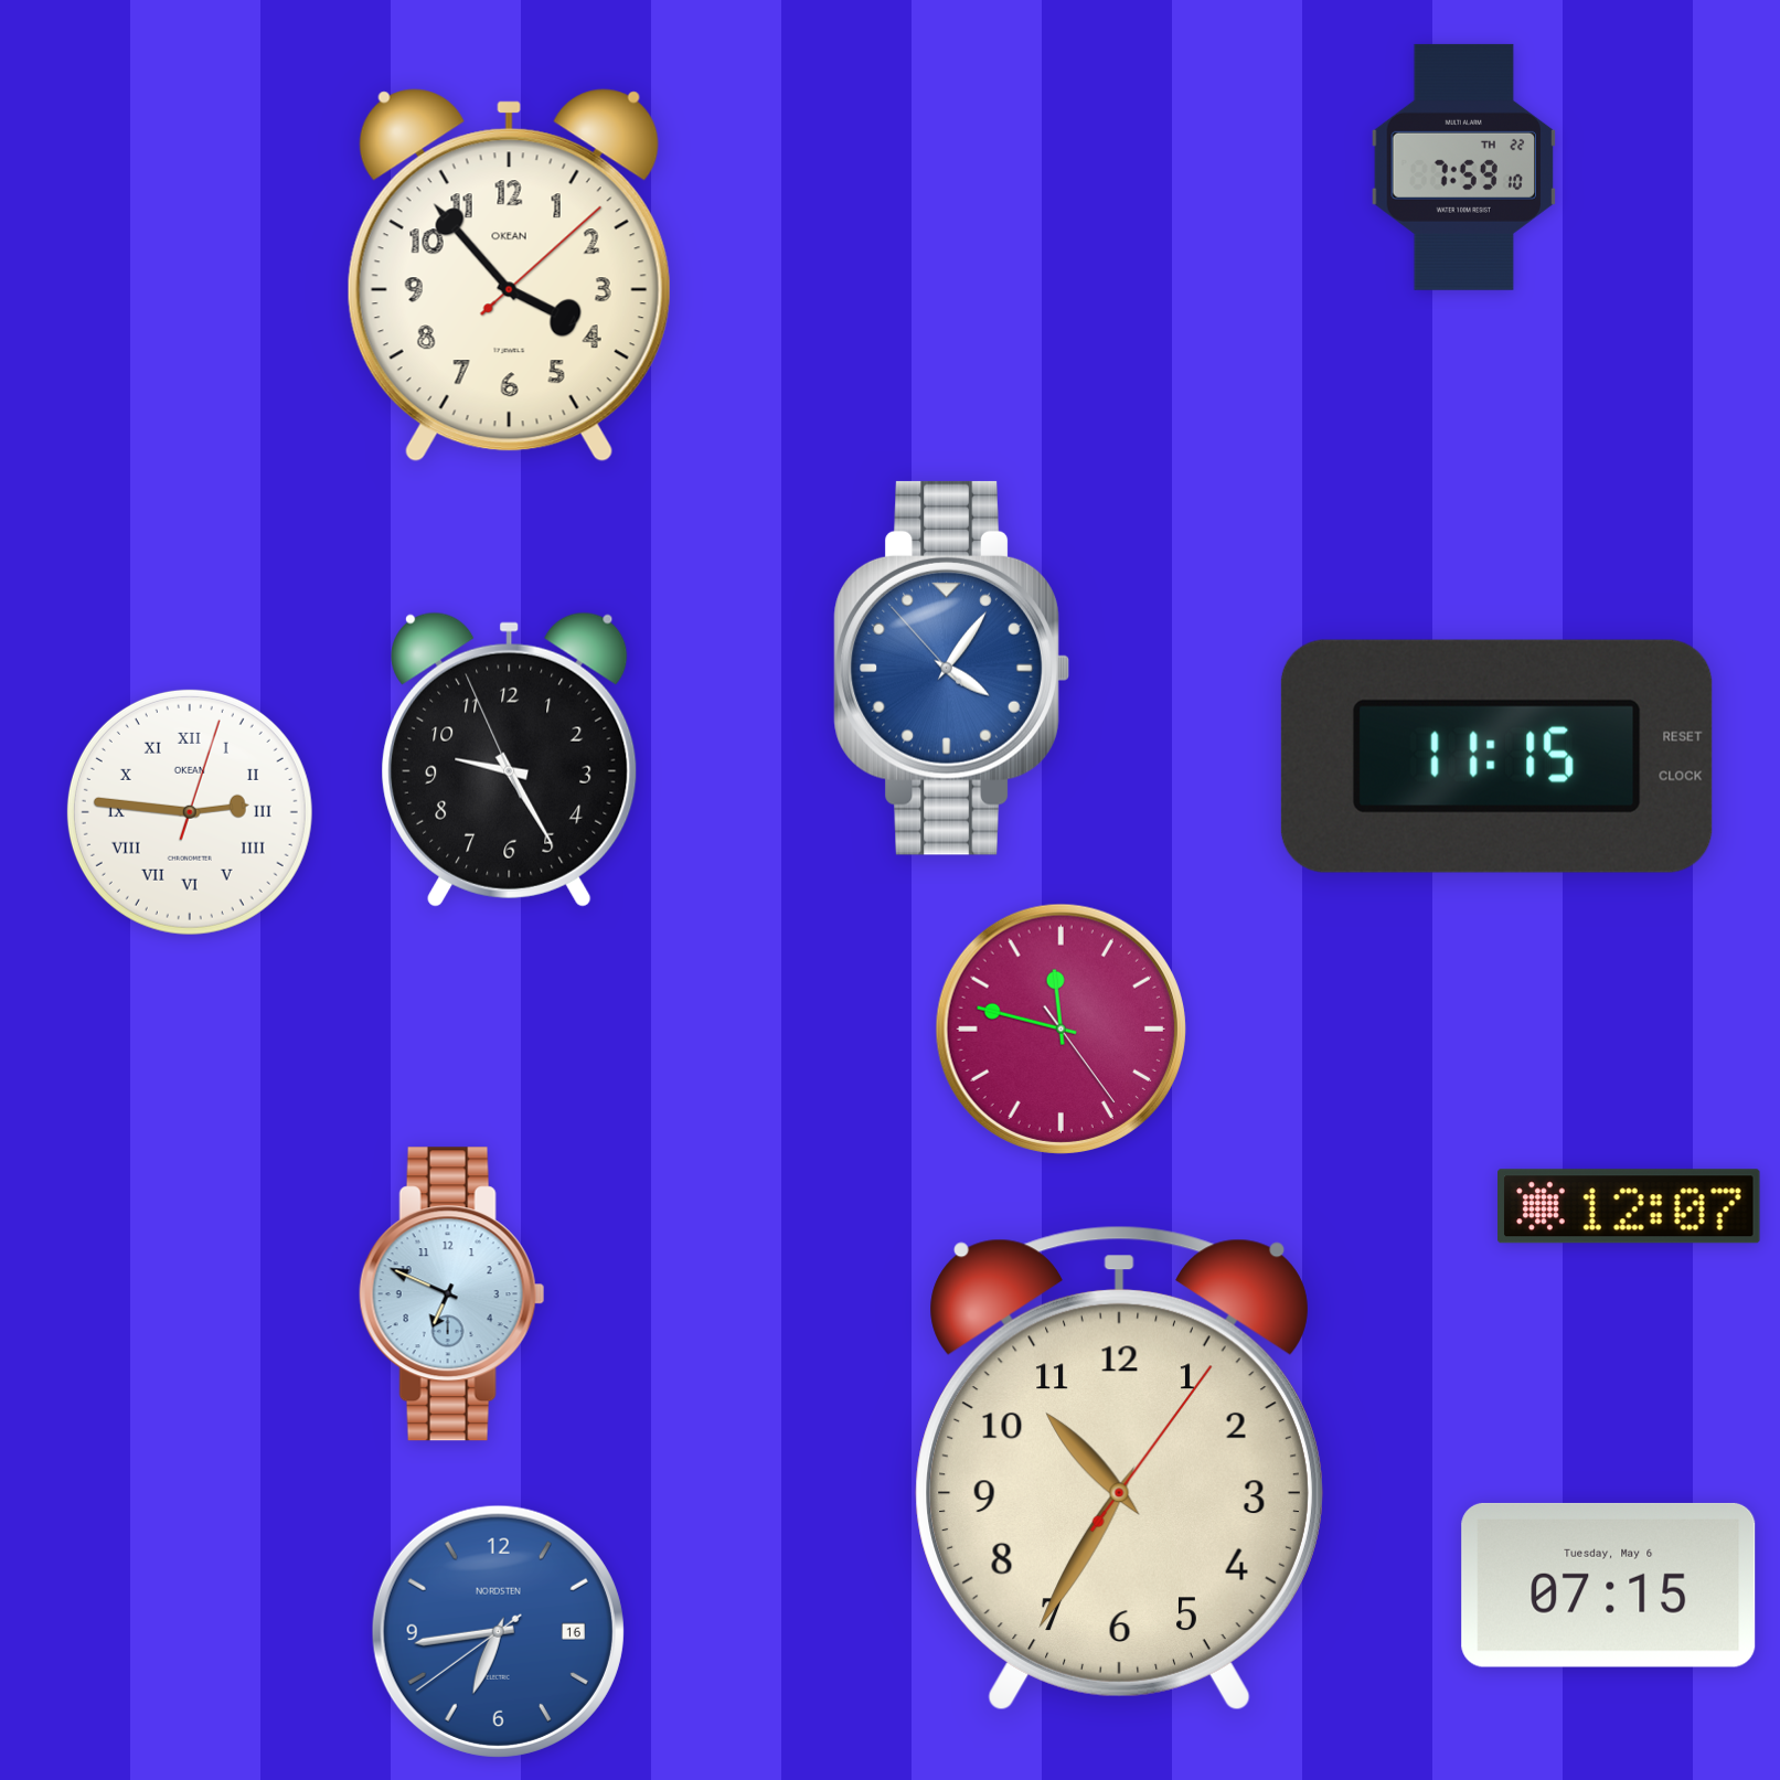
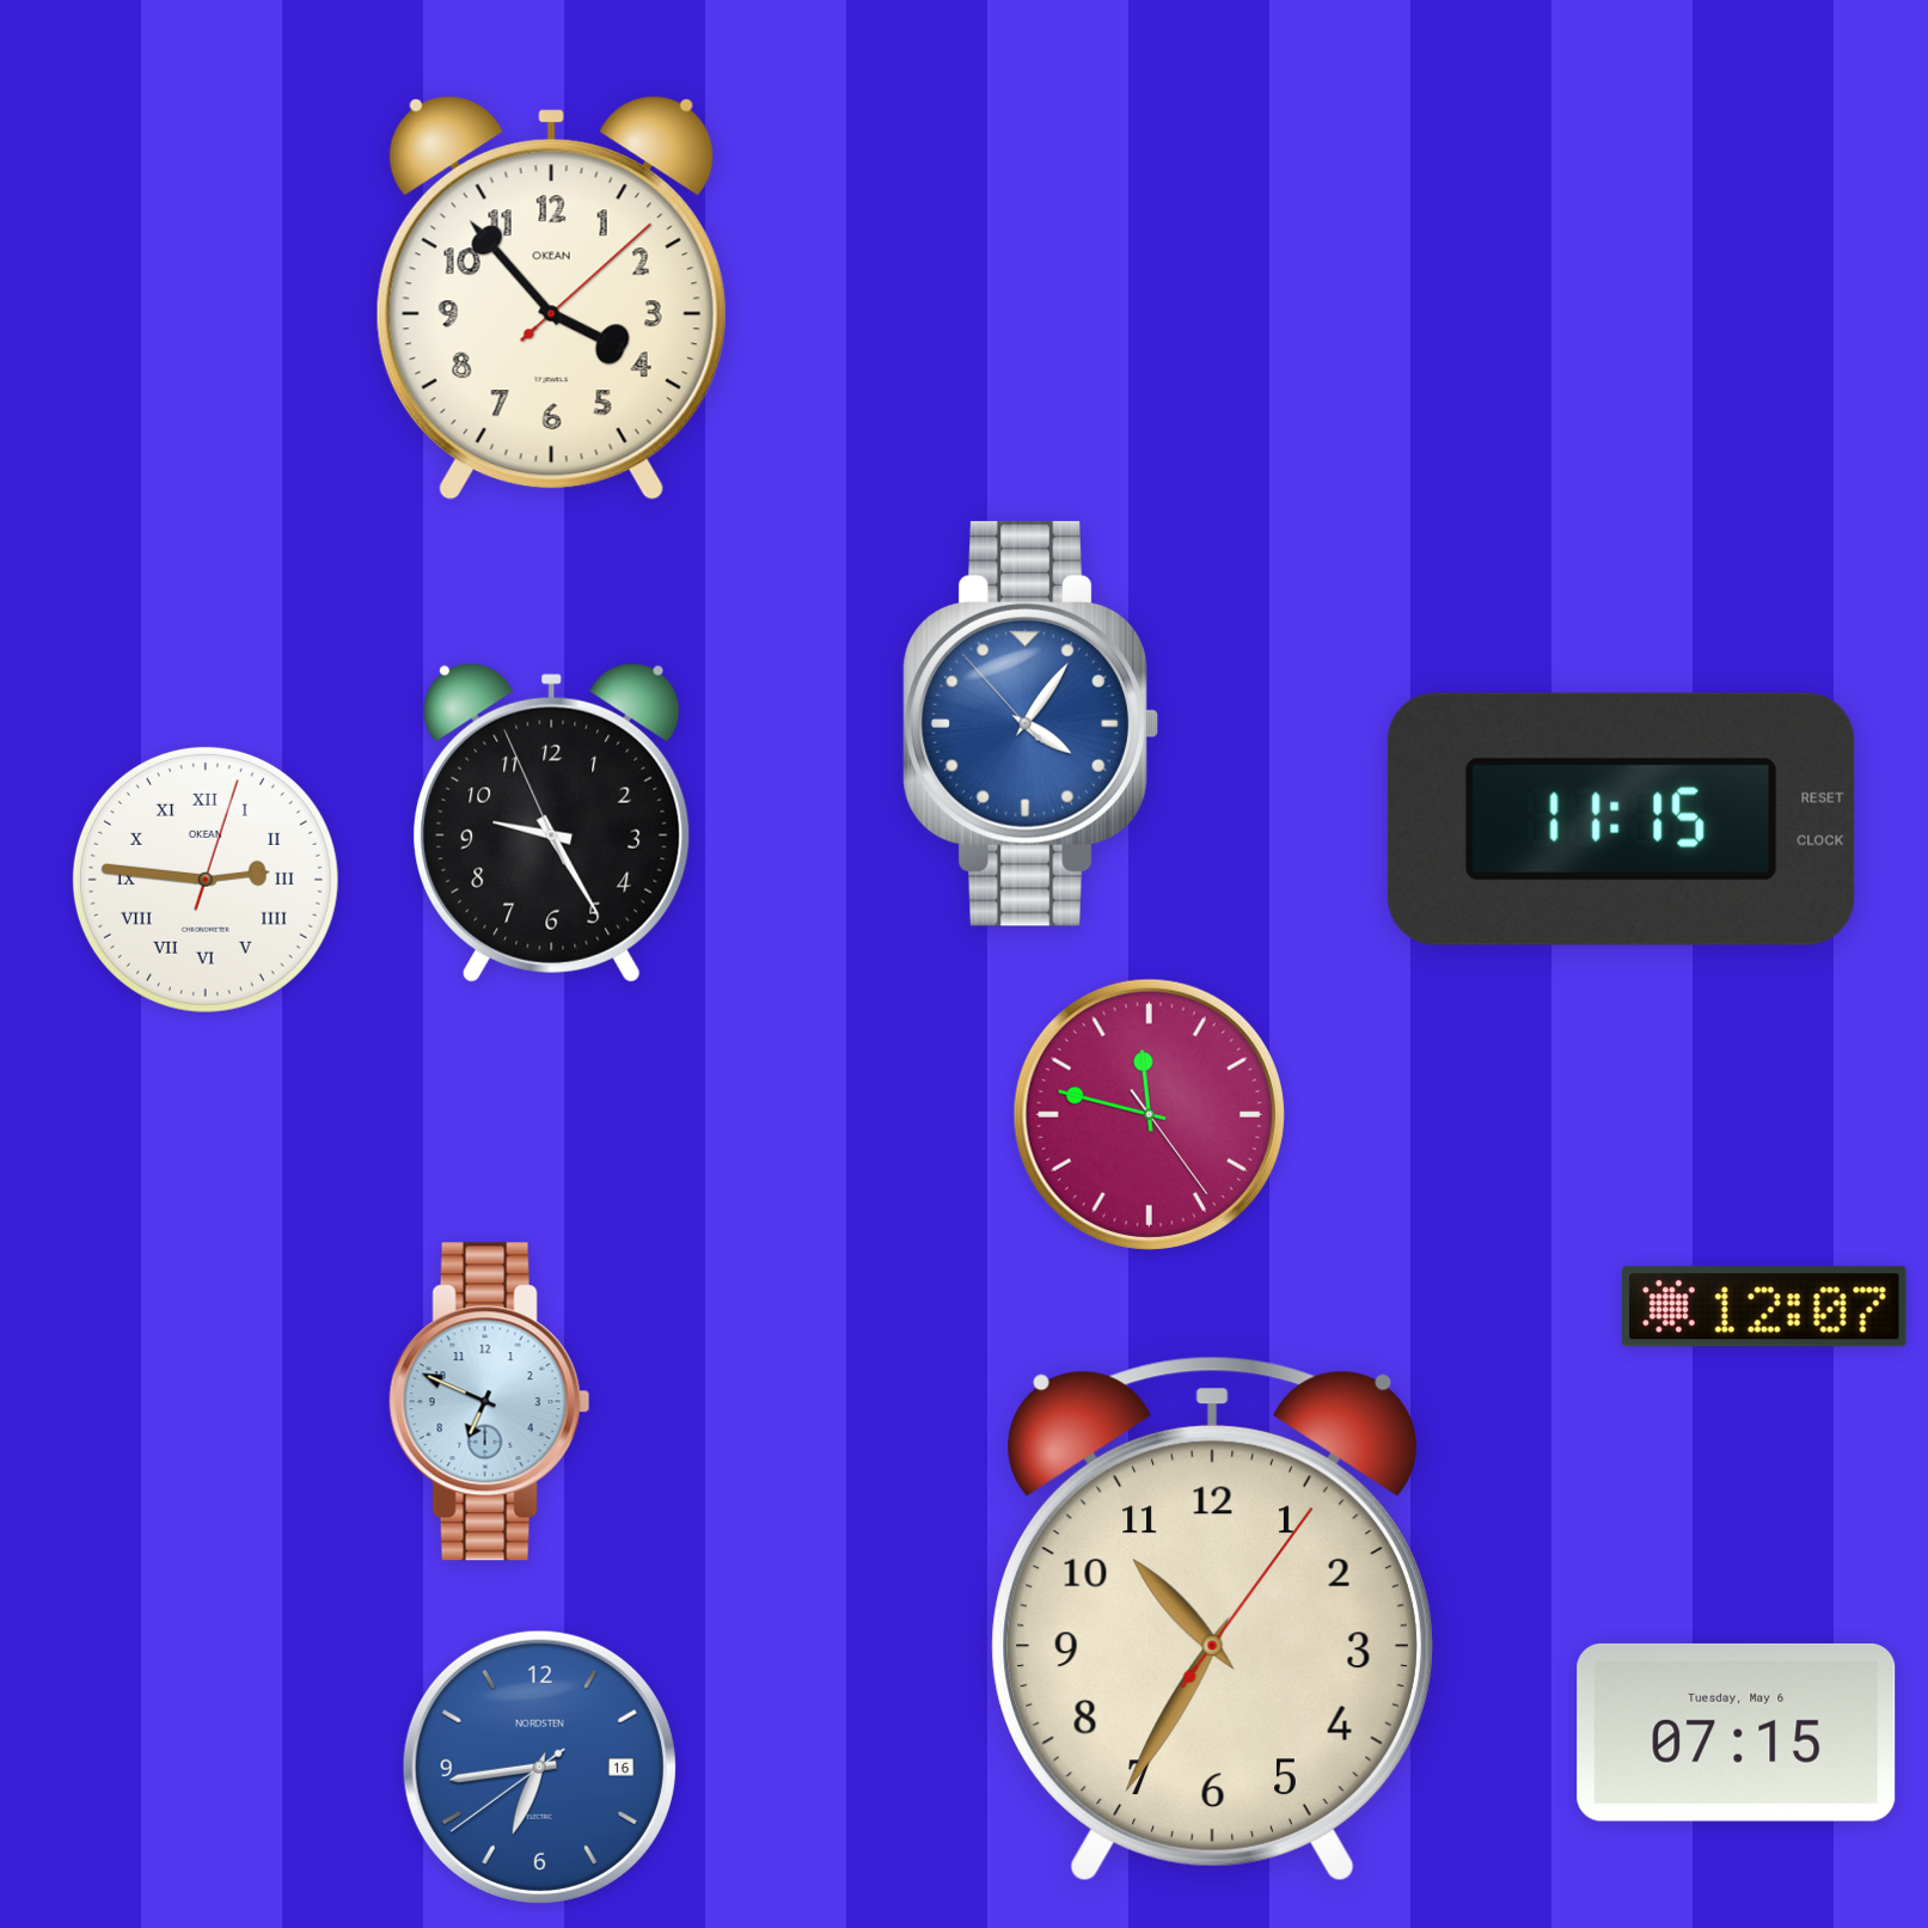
clock at (1463, 167): 7:59 -> none
clock at (1119, 1469) position: (1119, 1469) -> (1212, 1620)
clock at (1609, 1585) position: (1609, 1585) -> (1737, 1732)
